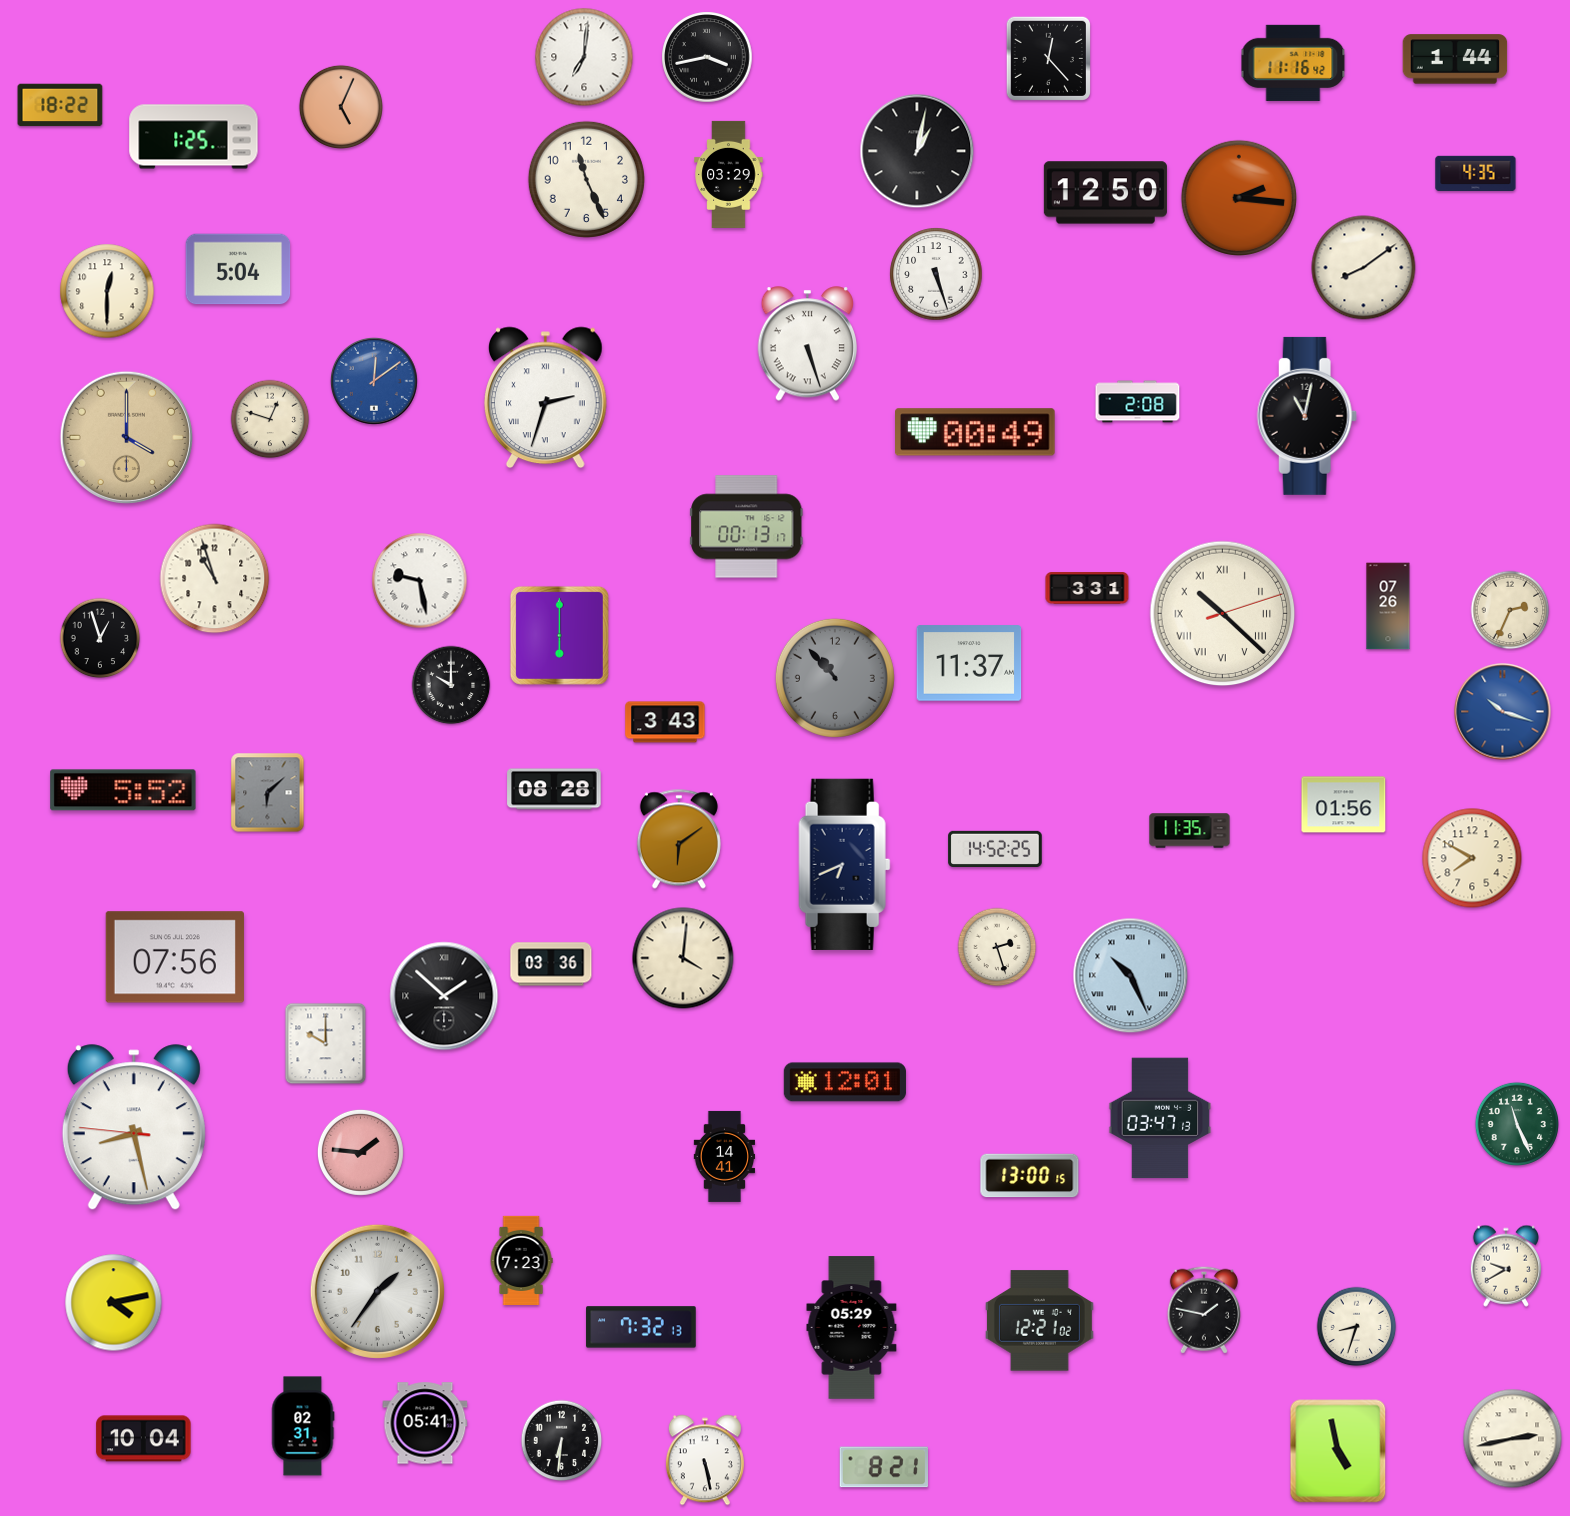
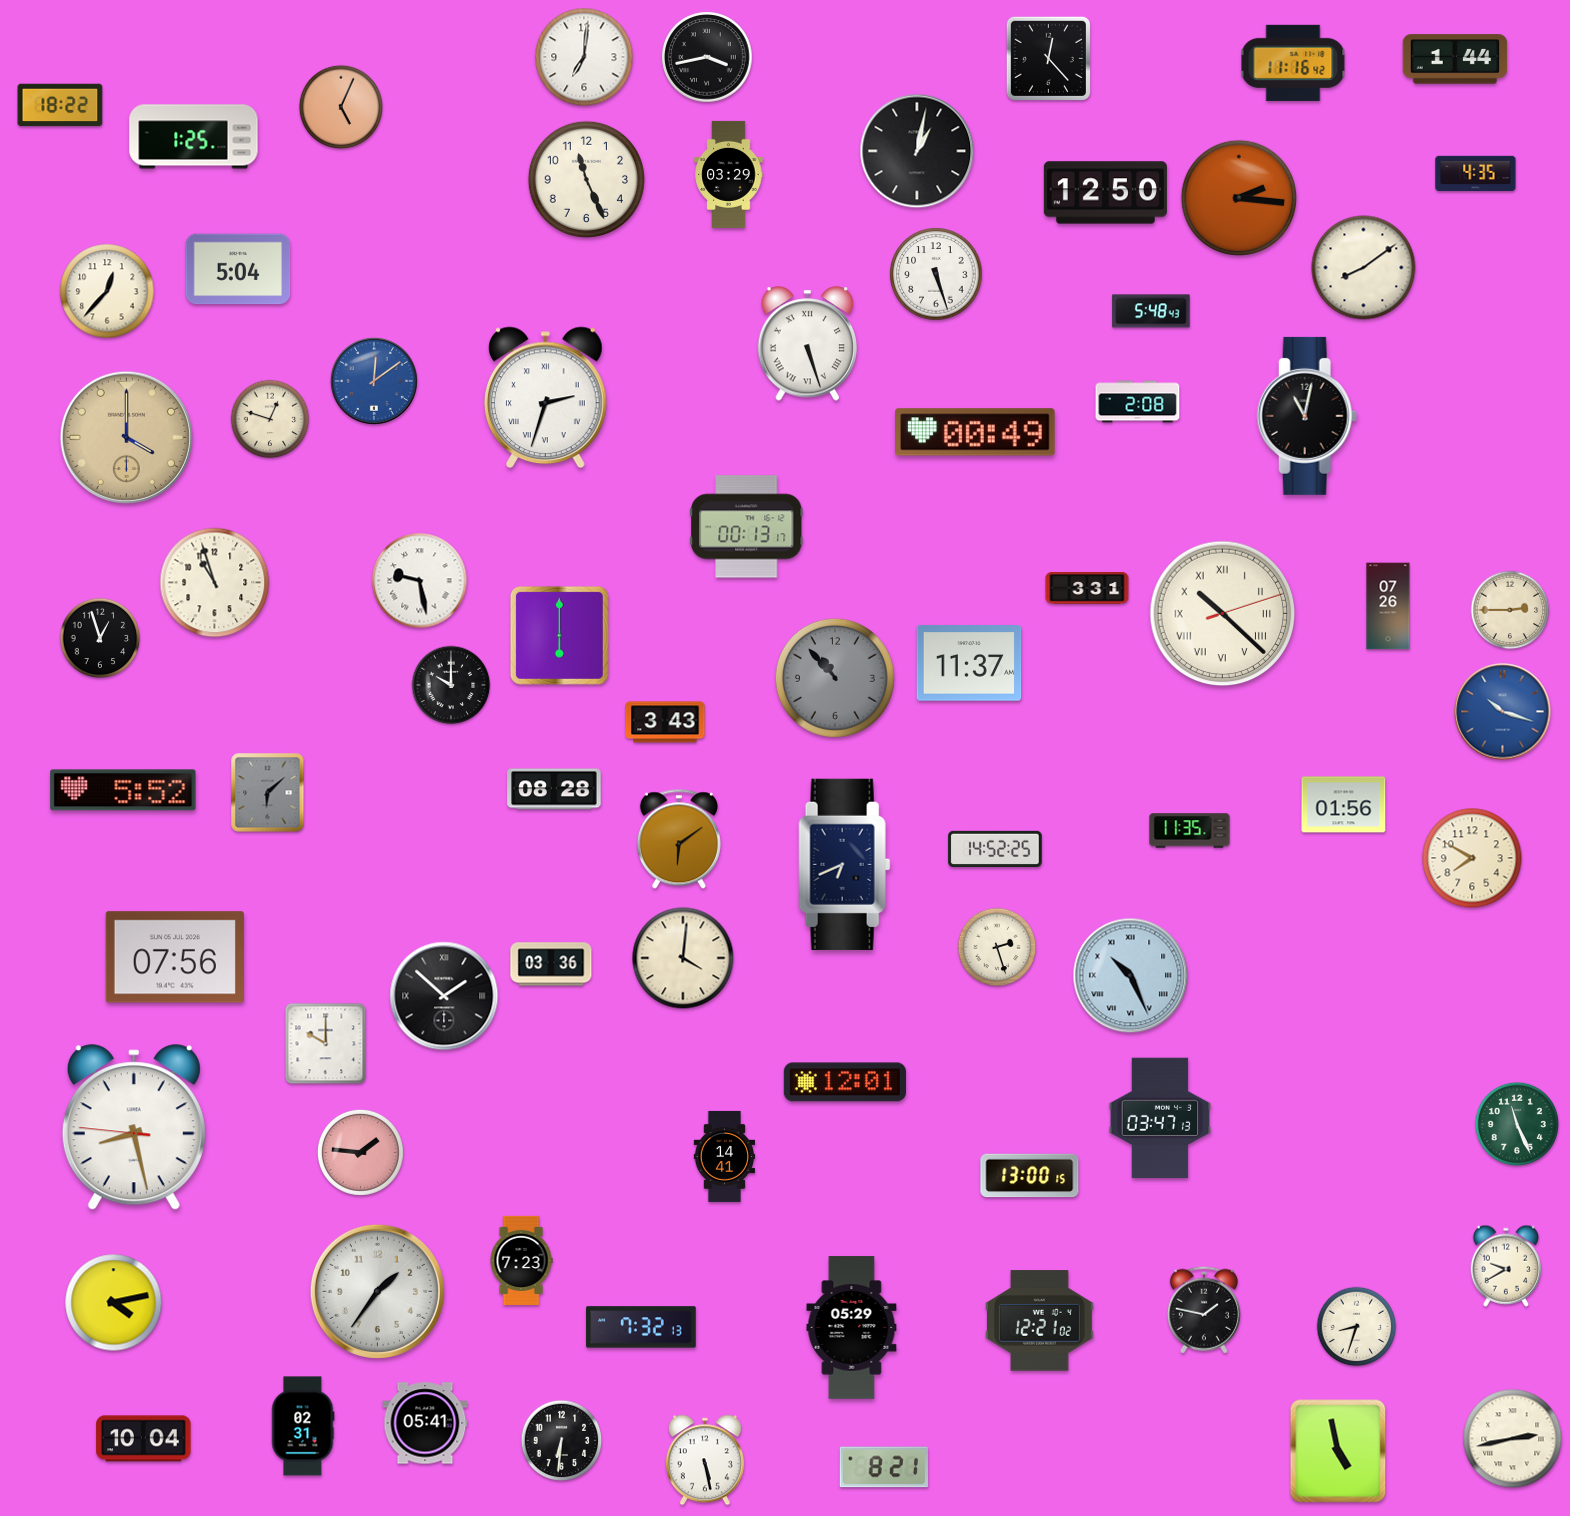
clock at (107, 291): 12:30 -> 12:37
clock at (1151, 311): none -> 5:48
clock at (215, 579) position: (215, 579) -> (215, 583)
clock at (1510, 610): 2:34 -> 2:45
